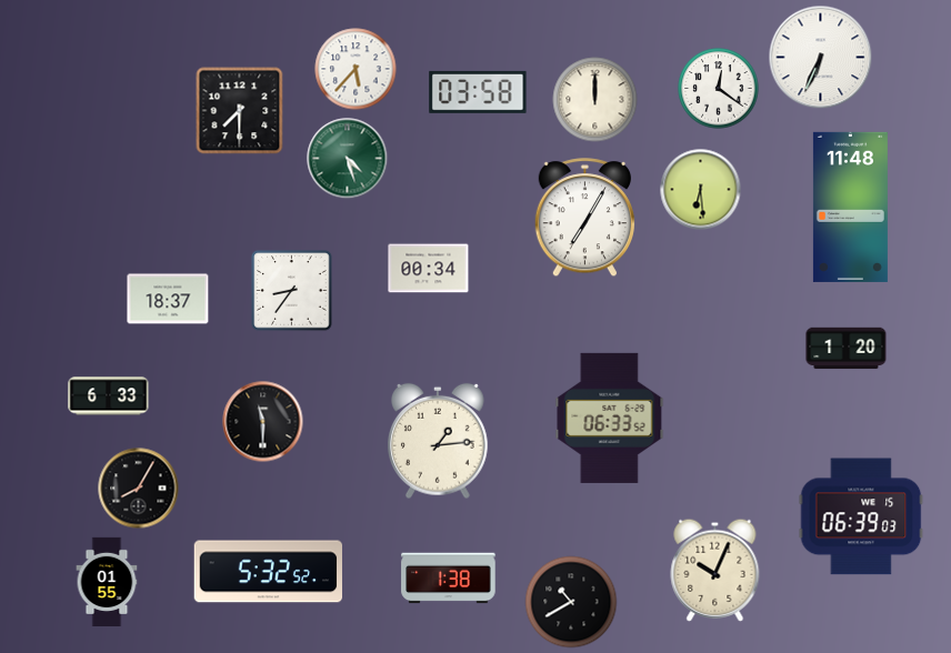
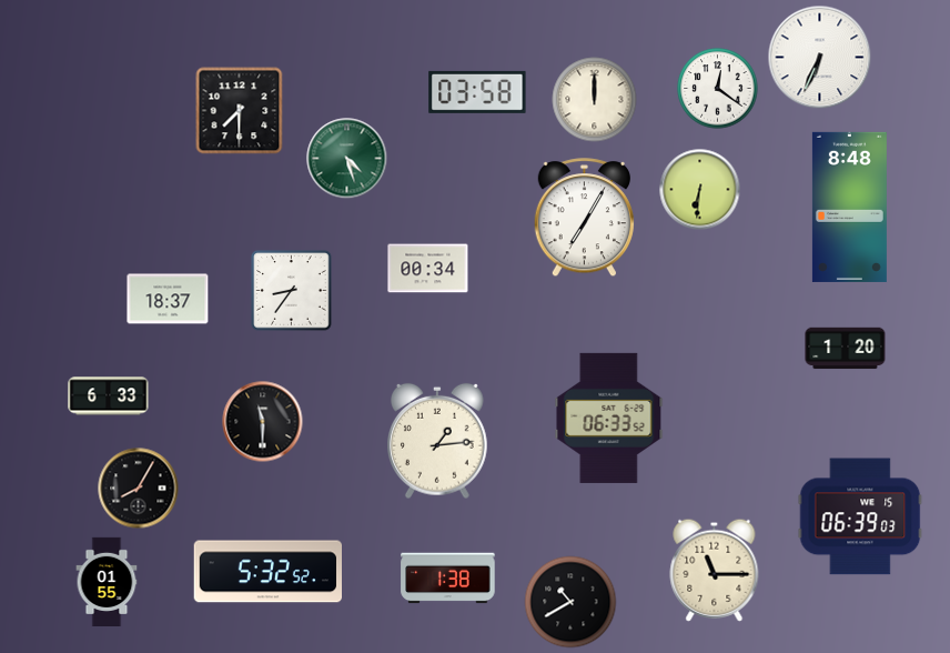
clock at (356, 69): 5:37 -> none
clock at (701, 190): 6:29 -> 6:31
clock at (850, 207): 11:48 -> 8:48
clock at (715, 570): 10:04 -> 11:15
